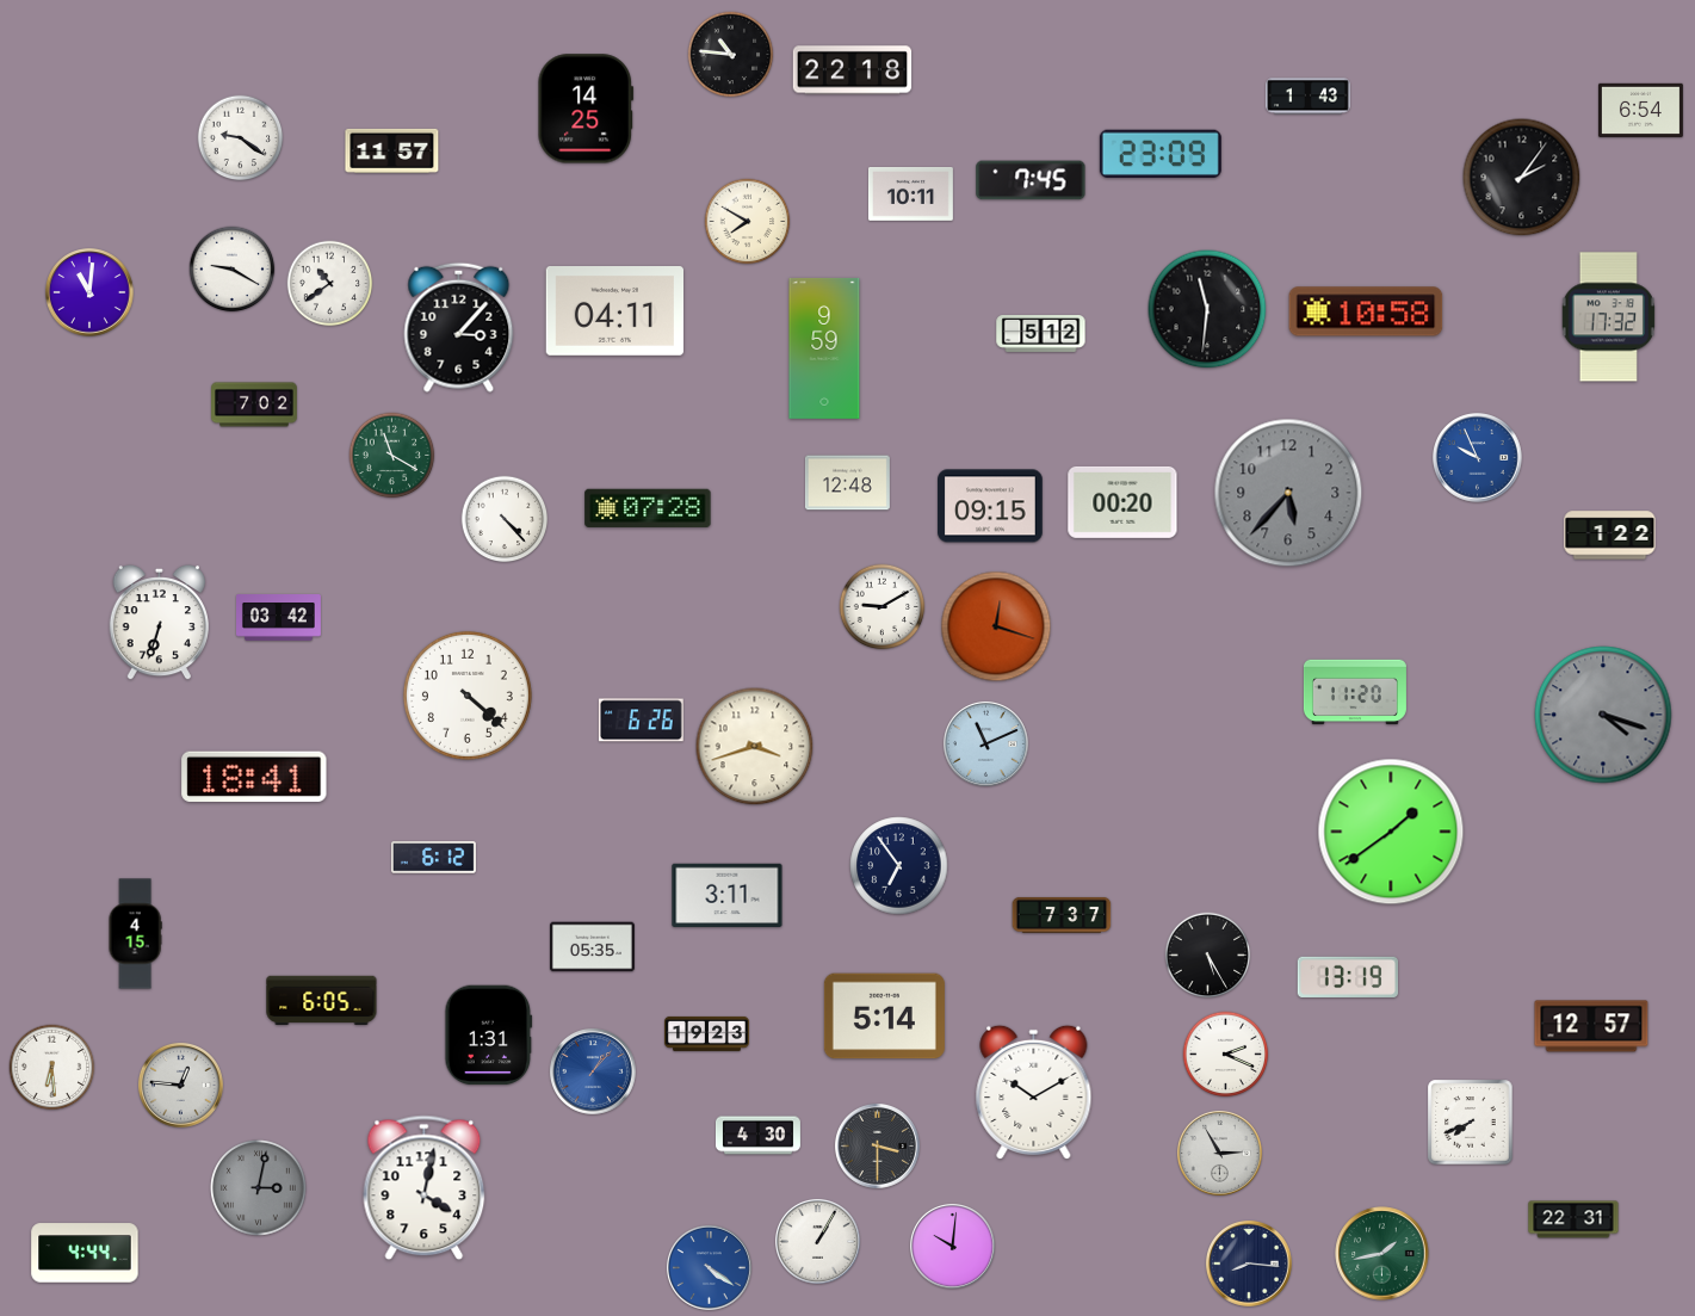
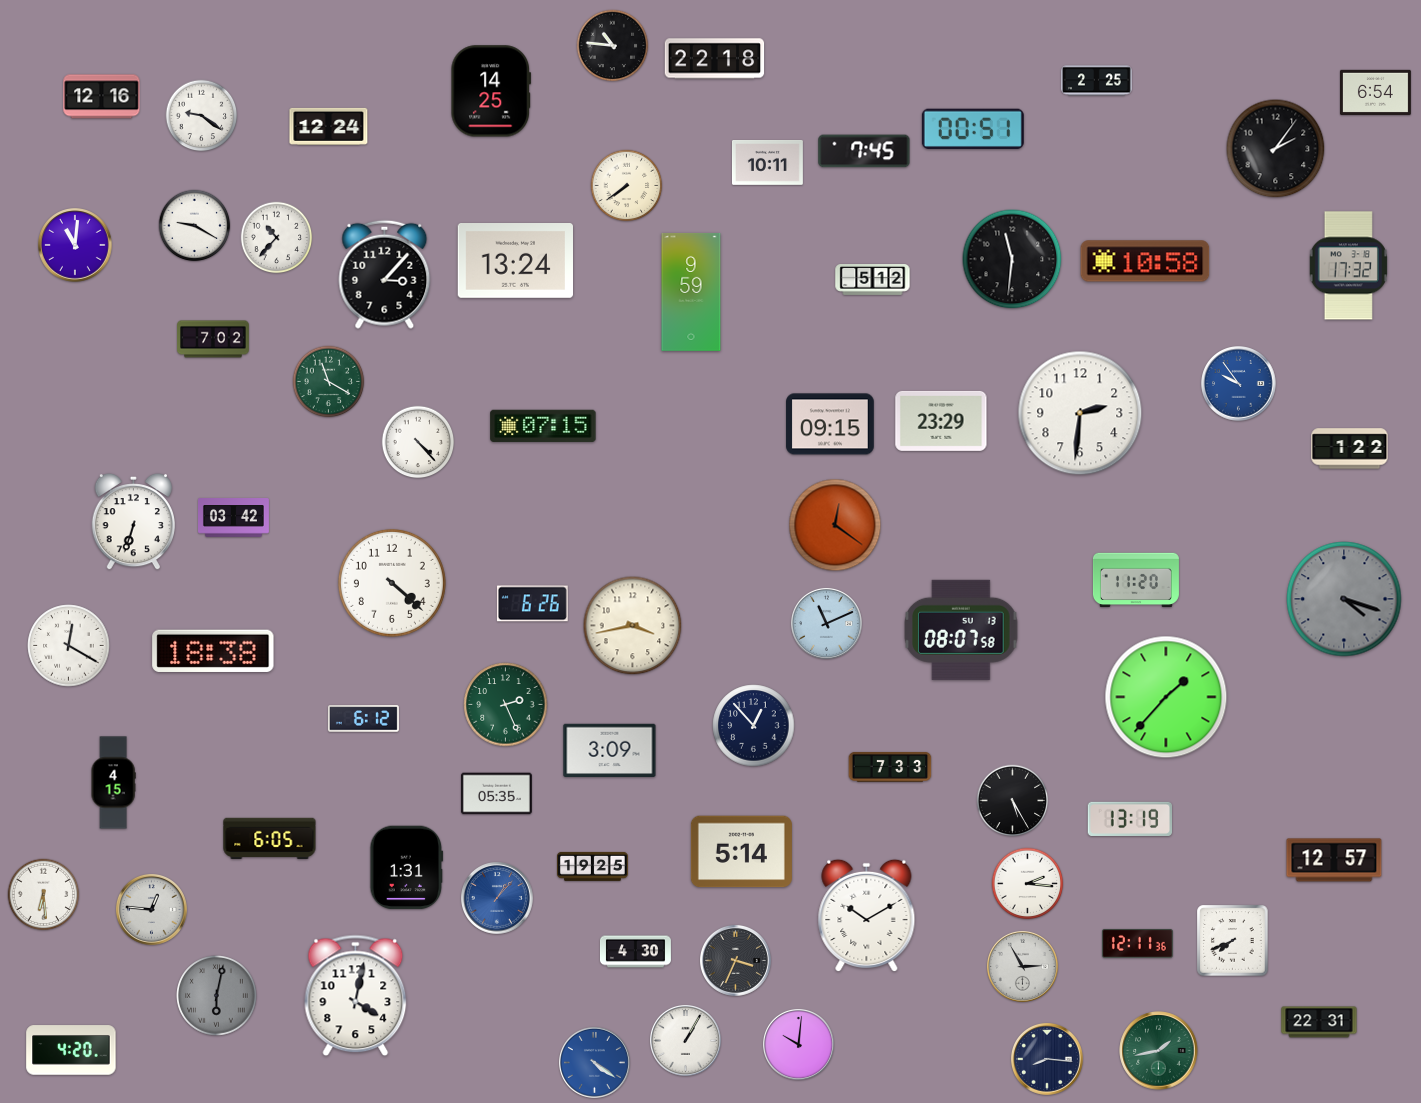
clock at (1307, 97): 1:43 -> 2:25
clock at (102, 97): none -> 12:16
clock at (392, 150): 11:57 -> 12:24
clock at (1161, 154): 23:09 -> 00:51
clock at (910, 194) position: (910, 194) -> (767, 163)
clock at (748, 222): 7:50 -> 7:39
clock at (330, 284): 10:39 -> 10:37
clock at (614, 311): 04:11 -> 13:24
clock at (1478, 458): 9:56 -> 9:54
clock at (847, 483): 12:48 -> none
clock at (1288, 493): 5:37 -> 2:31
clock at (1288, 493) dial: grey -> white
clock at (1122, 502): 00:20 -> 23:29
clock at (648, 507): 07:28 -> 07:15
clock at (505, 519) position: (505, 519) -> (418, 442)
clock at (883, 607): 9:10 -> none
clock at (996, 626): 12:18 -> 12:21
clock at (641, 721) position: (641, 721) -> (532, 604)
clock at (755, 747): 3:42 -> 3:43
clock at (961, 630): none -> 08:07
clock at (69, 646): none -> 12:20
clock at (254, 776): 18:41 -> 18:38
clock at (1391, 832): 1:39 -> 1:37
clock at (506, 705): none -> 2:26
clock at (899, 866): 6:54 -> 12:53
clock at (728, 895): 3:11 -> 3:09
clock at (1062, 915): 7:37 -> 7:33
clock at (706, 1033): 19:23 -> 19:25
clock at (489, 1036) position: (489, 1036) -> (407, 868)
clock at (1226, 1055): 2:19 -> 2:16
clock at (1137, 943): none -> 12:11
clock at (877, 1145): 3:30 -> 3:34
clock at (259, 1188): 3:02 -> 6:02
clock at (85, 1253): 4:44 -> 4:20
